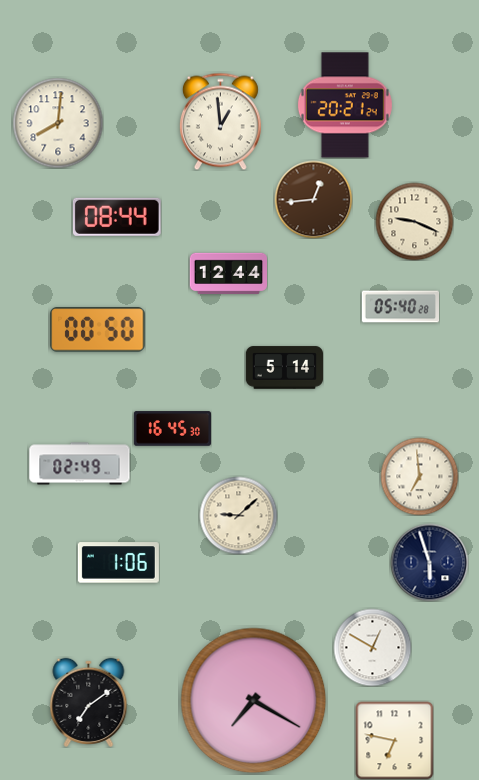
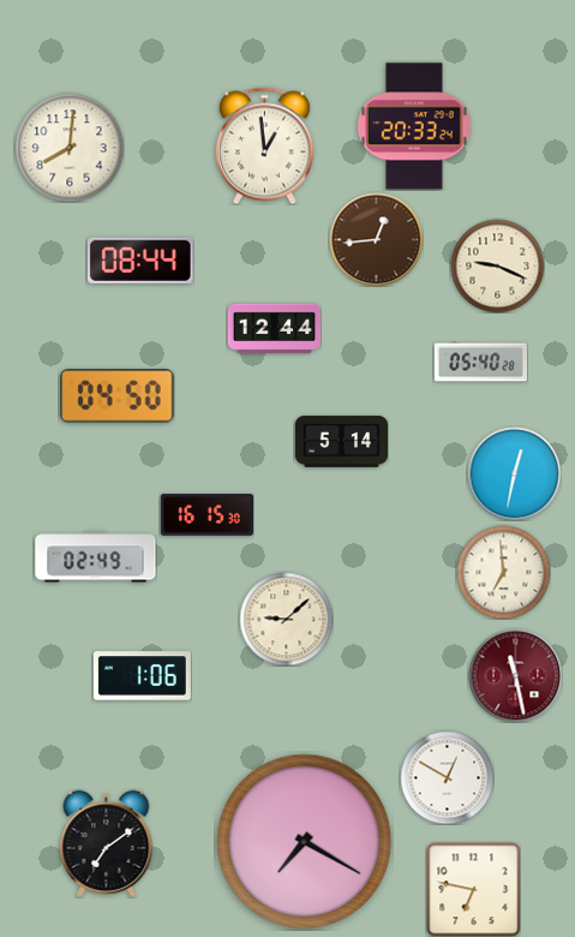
clock at (345, 105): 20:21 -> 20:33
clock at (400, 307) position: (400, 307) -> (480, 363)
clock at (98, 330): 00:50 -> 04:50
clock at (514, 473): none -> 12:32
clock at (172, 429): 16:45 -> 16:15
clock at (429, 562): 5:57 -> 11:28
clock at (429, 562) dial: navy -> burgundy
